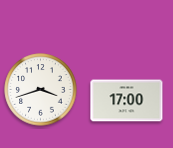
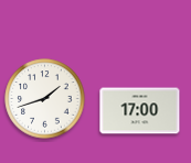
clock at (41, 90): 3:42 -> 1:42
